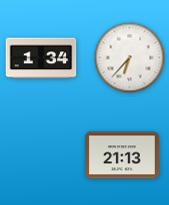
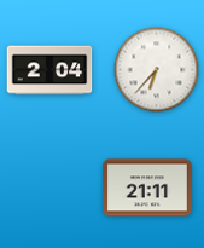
clock at (41, 58): 1:34 -> 2:04
clock at (122, 155): 21:13 -> 21:11
